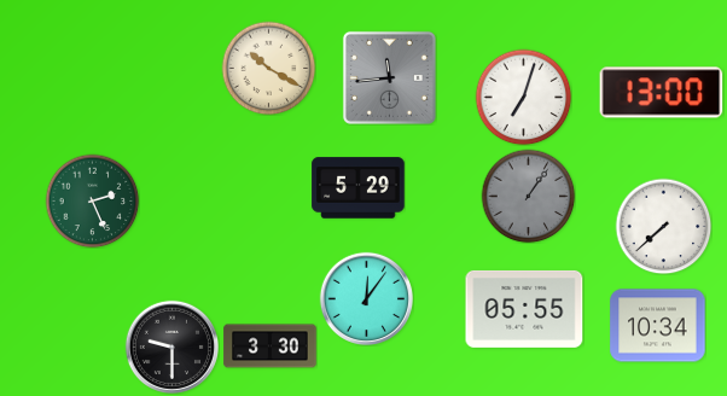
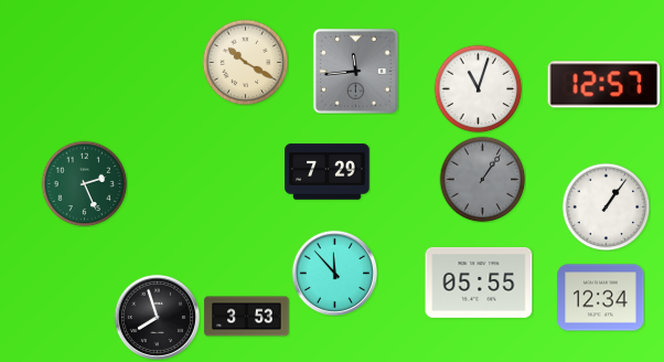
clock at (662, 93): 13:00 -> 12:57
clock at (523, 97): 7:03 -> 11:03
clock at (359, 188): 5:29 -> 7:29
clock at (663, 226): 7:38 -> 1:06
clock at (366, 298): 12:06 -> 11:53
clock at (658, 326): 10:34 -> 12:34
clock at (171, 346): 9:30 -> 7:57
clock at (271, 346): 3:30 -> 3:53
